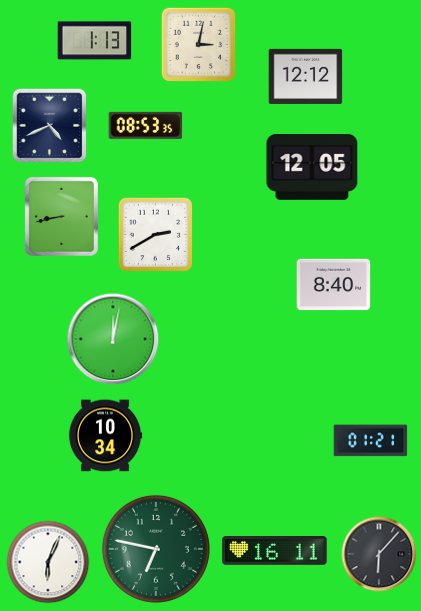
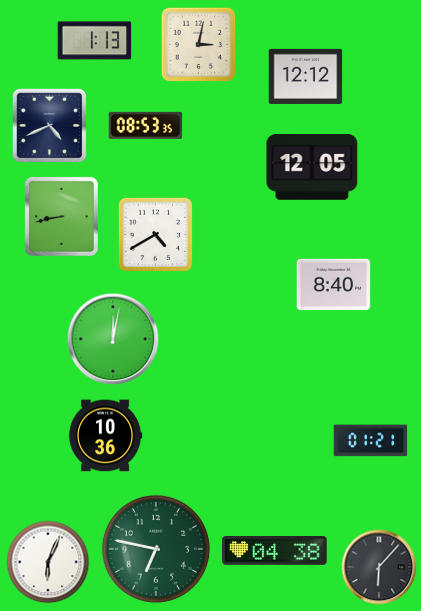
clock at (156, 235): 2:40 -> 4:40
clock at (105, 436): 10:34 -> 10:36
clock at (275, 551): 16:11 -> 04:38
clock at (379, 554) position: (379, 554) -> (379, 567)
